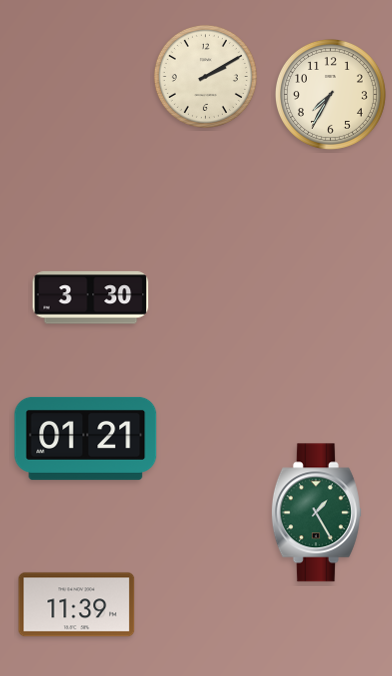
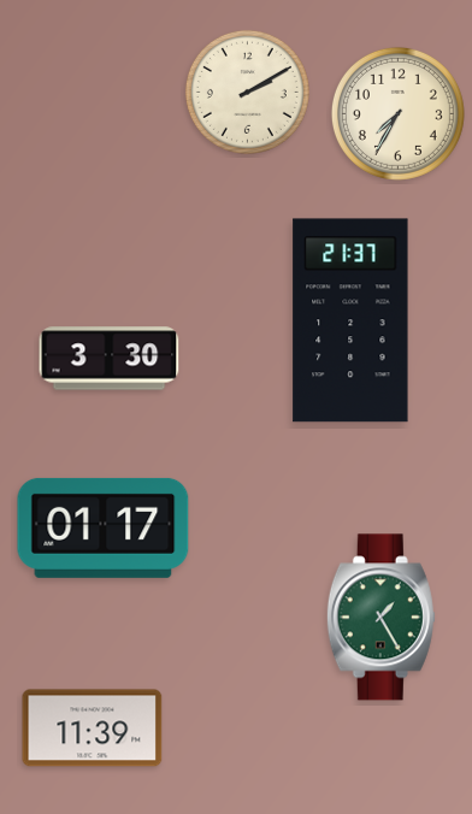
clock at (350, 320): none -> 21:37
clock at (86, 438): 01:21 -> 01:17
